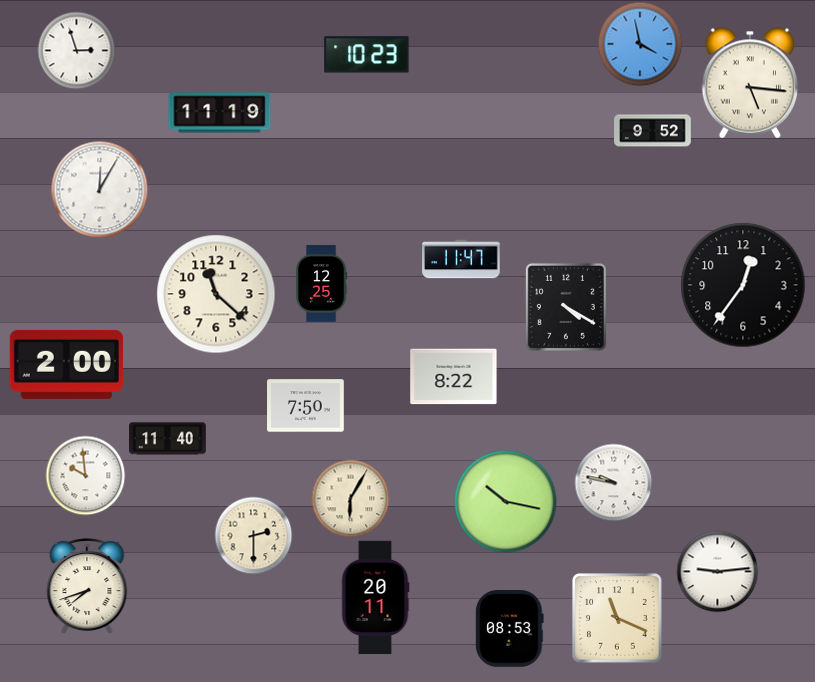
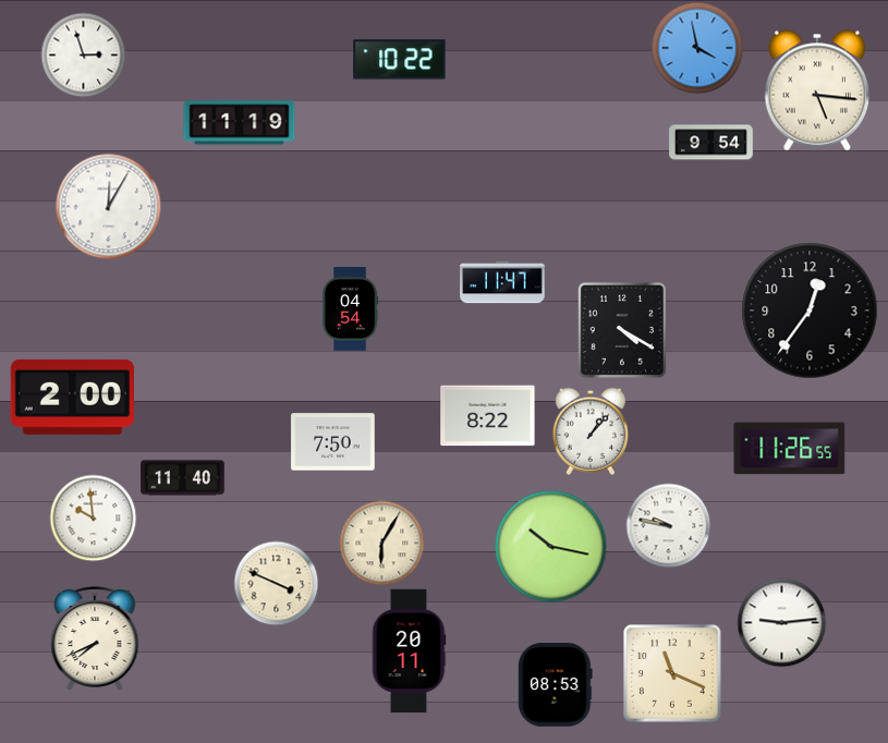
clock at (367, 55): 10:23 -> 10:22
clock at (653, 131): 9:52 -> 9:54
clock at (321, 284): 12:25 -> 04:54
clock at (216, 294): 11:22 -> none
clock at (566, 307) position: (566, 307) -> (622, 330)
clock at (454, 377) position: (454, 377) -> (488, 416)
clock at (589, 431): none -> 1:07
clock at (790, 449): none -> 11:26
clock at (253, 535): 2:30 -> 3:49
clock at (87, 586): 7:42 -> 7:41
